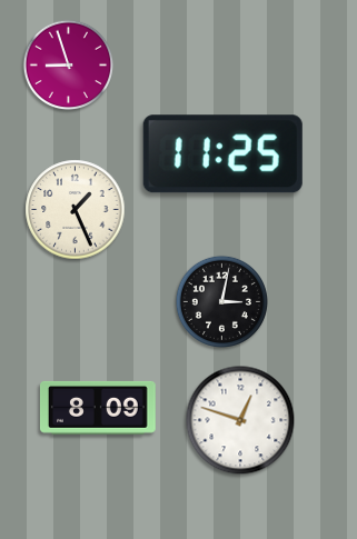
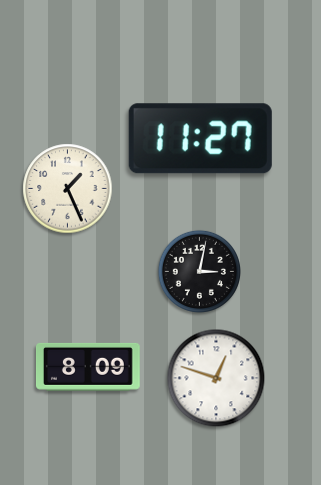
clock at (69, 66): 8:57 -> none
clock at (222, 154): 11:25 -> 11:27
